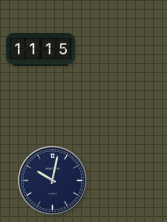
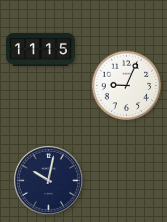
clock at (127, 86): none -> 9:04
clock at (53, 181) position: (53, 181) -> (49, 181)
